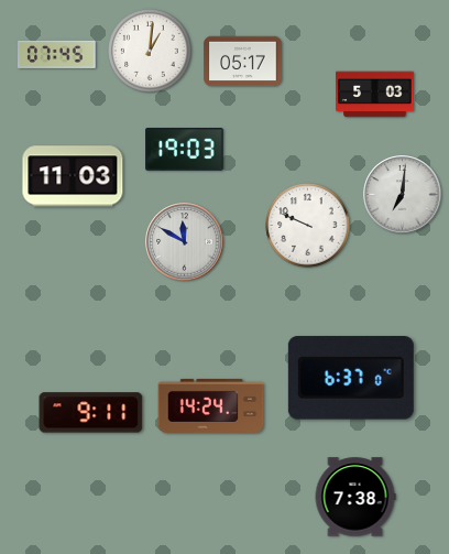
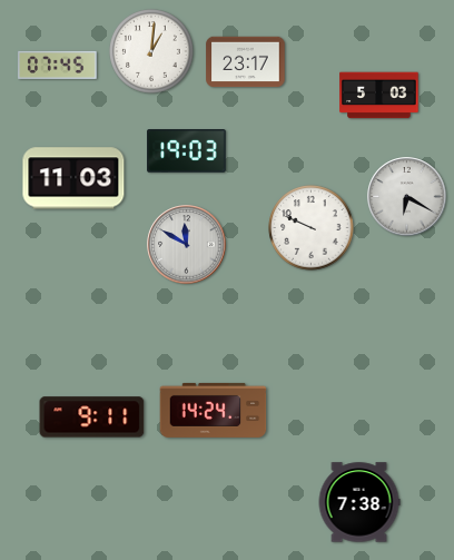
clock at (57, 54) position: (57, 54) -> (58, 65)
clock at (243, 62): 05:17 -> 23:17
clock at (403, 195): 7:01 -> 6:20
clock at (351, 378): 6:37 -> none
